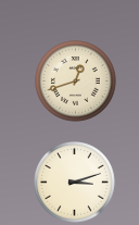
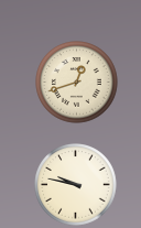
clock at (75, 183): 3:12 -> 9:47
